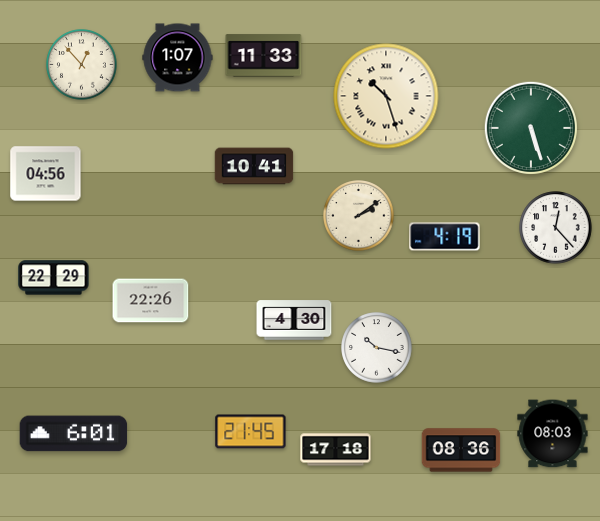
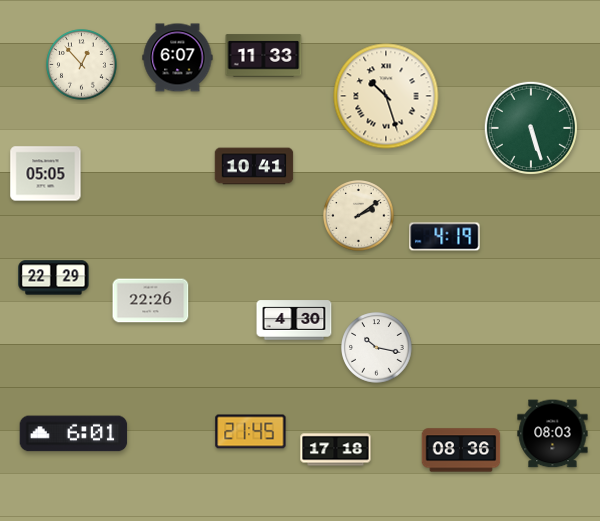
clock at (178, 58): 1:07 -> 6:07
clock at (46, 174): 04:56 -> 05:05
clock at (556, 228): 12:23 -> none
